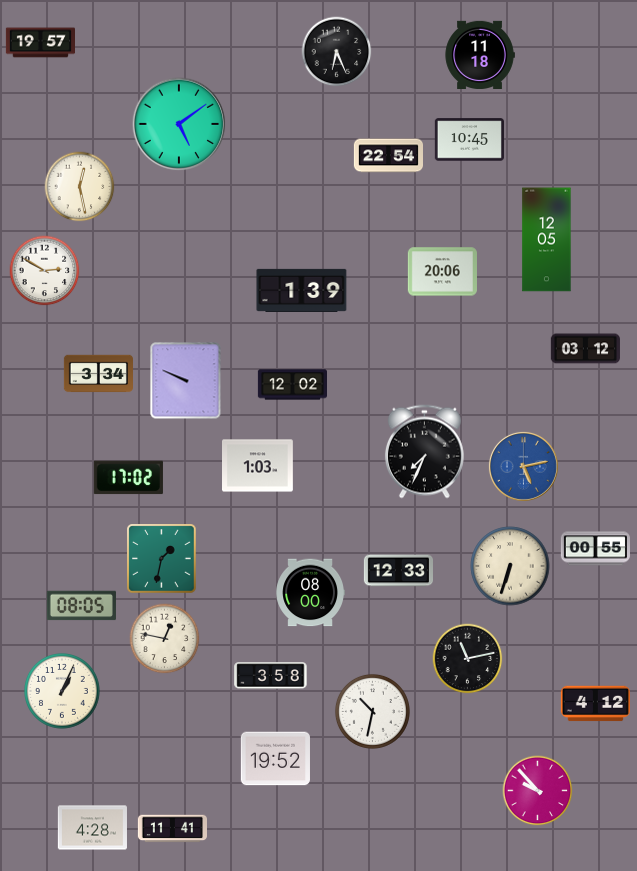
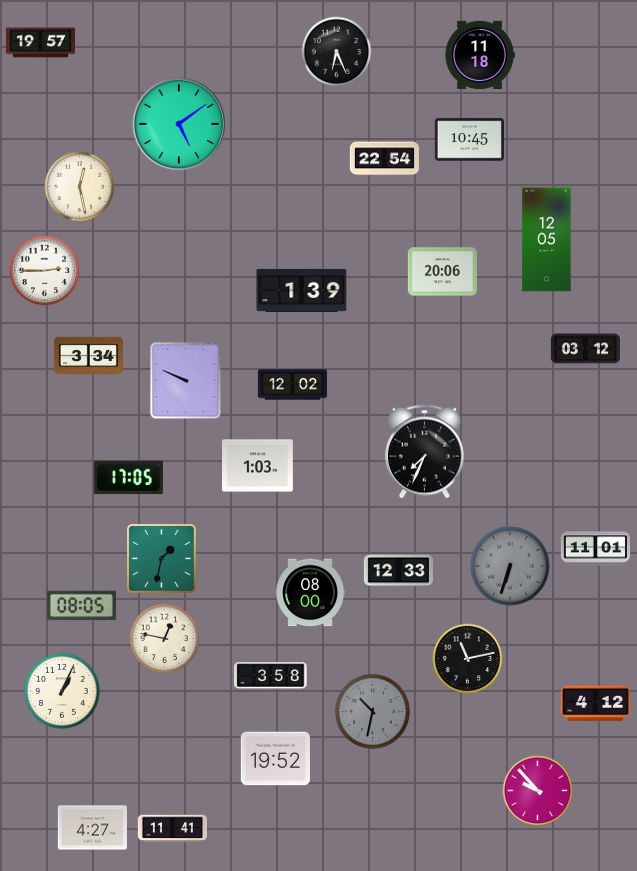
clock at (388, 156) position: (388, 156) -> (384, 159)
clock at (45, 271): 2:50 -> 2:45
clock at (98, 374) position: (98, 374) -> (88, 356)
clock at (523, 466): 5:13 -> none
clock at (128, 478): 17:02 -> 17:05
clock at (595, 549): 00:55 -> 11:01
clock at (510, 566) dial: cream -> grey
clock at (372, 711) dial: white -> grey
clock at (92, 828): 4:28 -> 4:27
